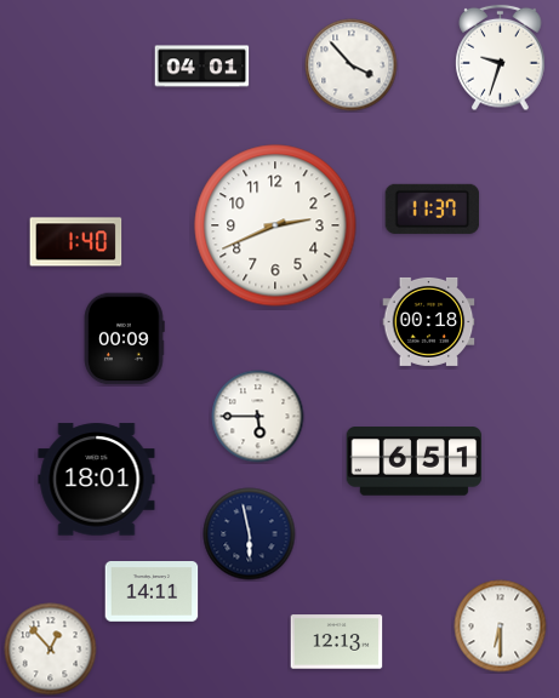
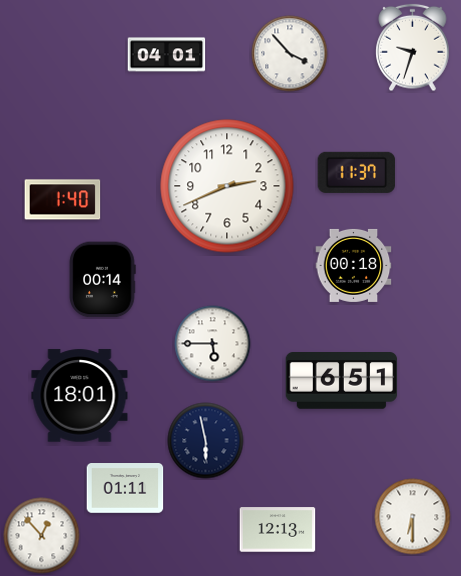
clock at (124, 339): 00:09 -> 00:14
clock at (152, 591): 14:11 -> 01:11
